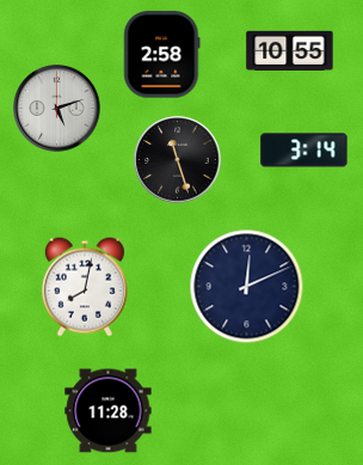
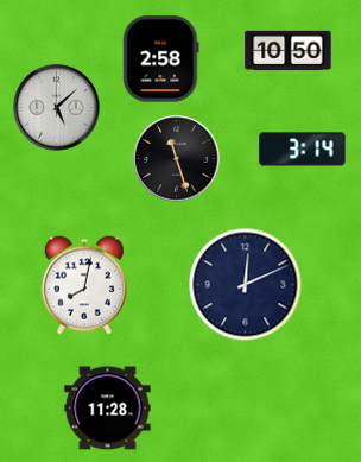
clock at (290, 50): 10:55 -> 10:50
clock at (162, 55) position: (162, 55) -> (161, 59)
clock at (57, 109): 5:12 -> 5:08
